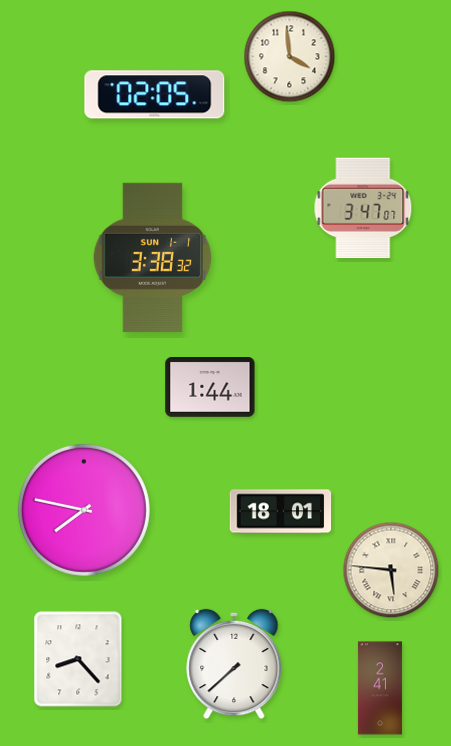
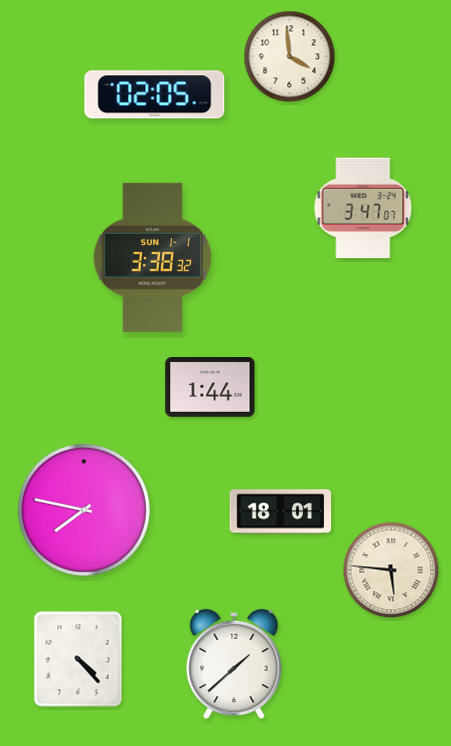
clock at (78, 659): 8:23 -> 4:23
clock at (234, 664): 7:38 -> 1:38
clock at (380, 688): 2:41 -> none
